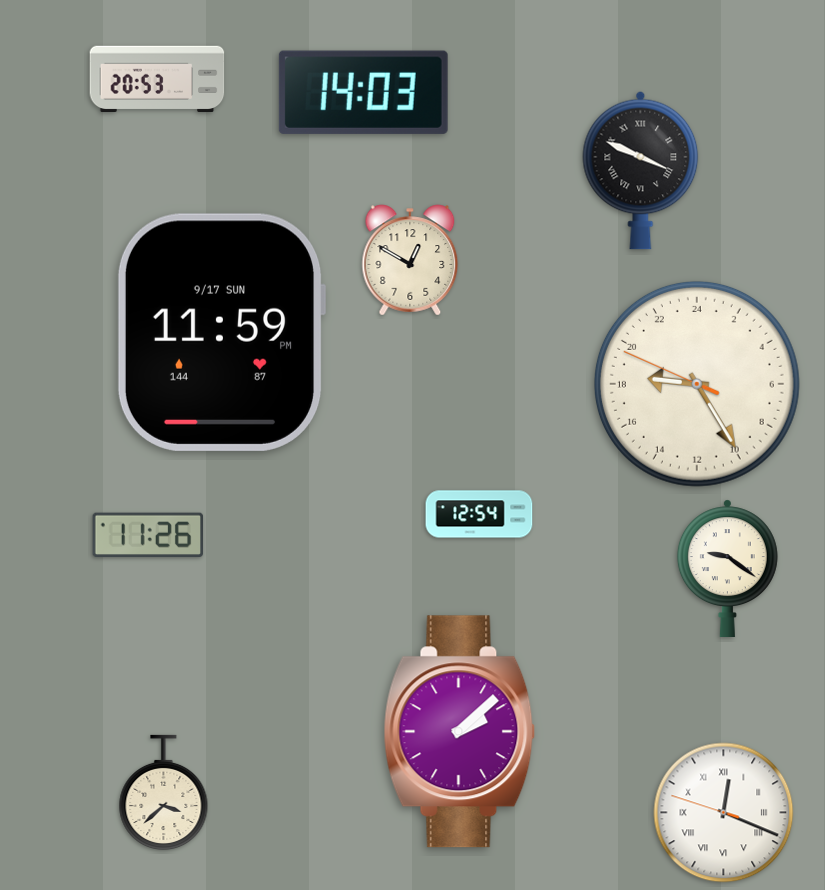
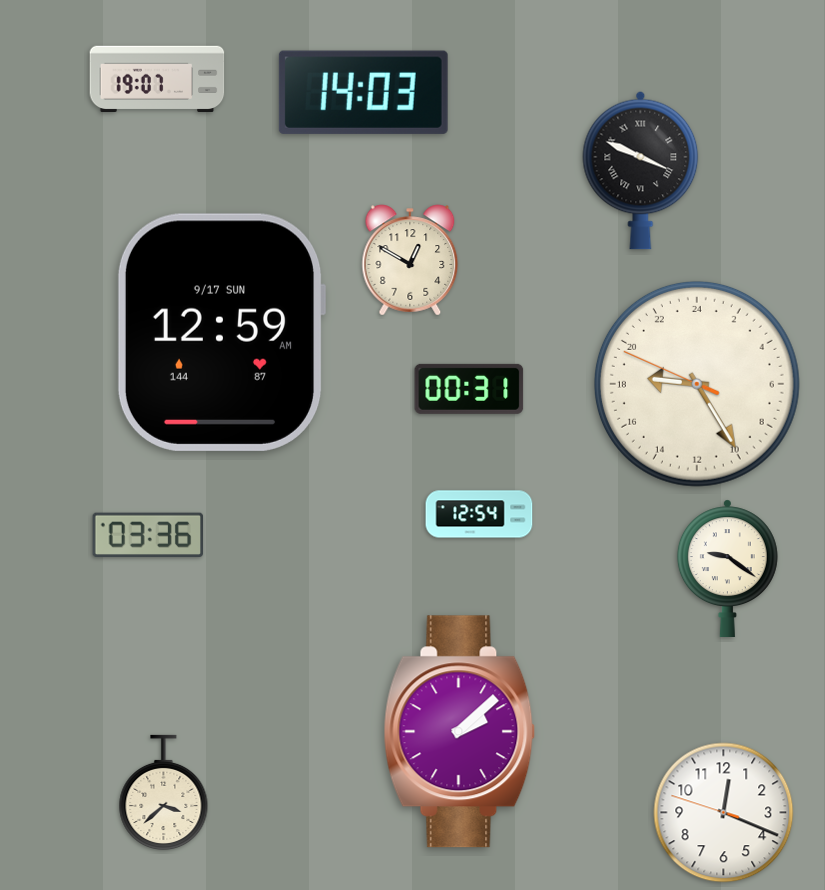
clock at (157, 78): 20:53 -> 19:07
clock at (220, 332): 11:59 -> 12:59
clock at (469, 389): none -> 00:31
clock at (147, 534): 11:26 -> 03:36
clock at (724, 813) numerals: Roman -> Arabic
